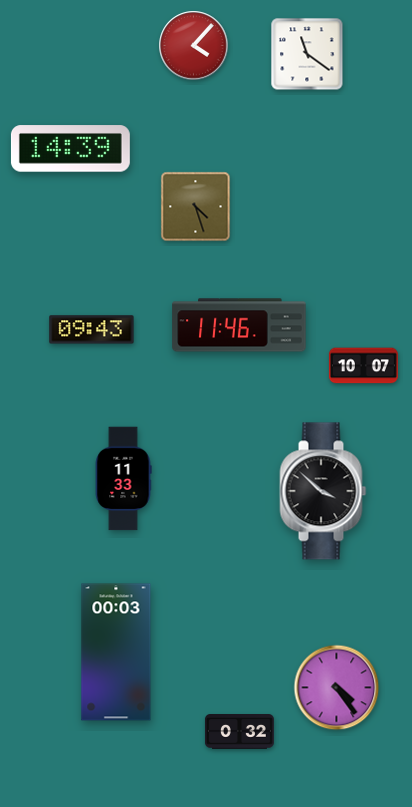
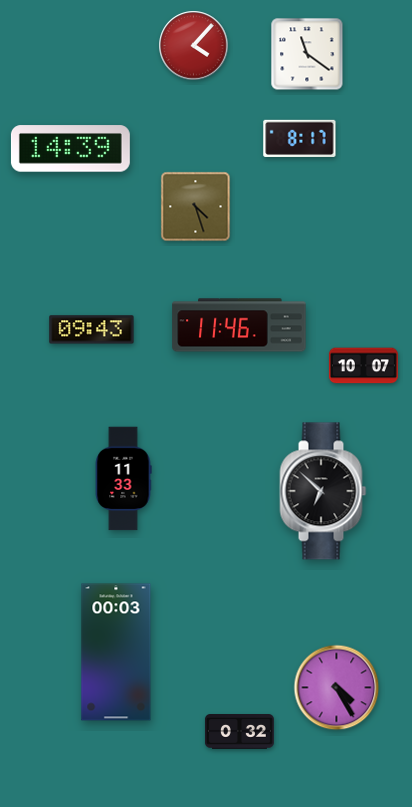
clock at (300, 138): none -> 8:17
clock at (323, 491): 3:52 -> 6:52
clock at (337, 688): 4:24 -> 4:25
